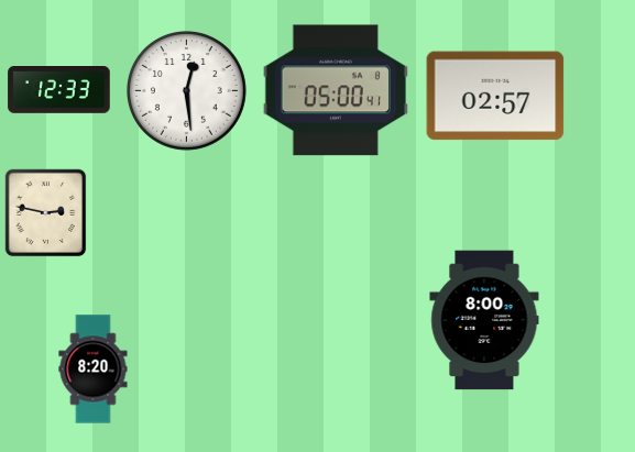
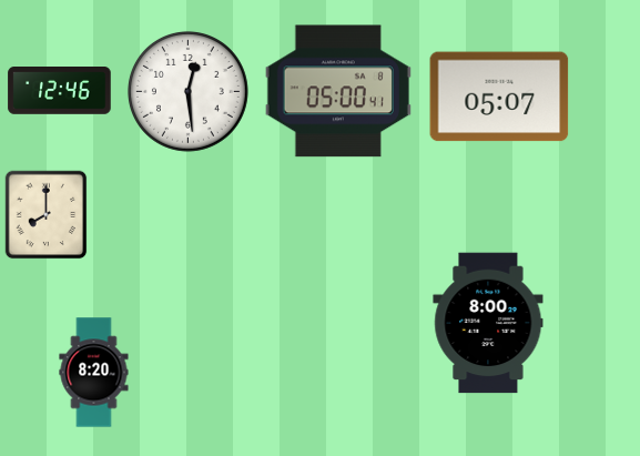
clock at (59, 90): 12:33 -> 12:46
clock at (495, 96): 02:57 -> 05:07
clock at (46, 212): 2:47 -> 8:00
